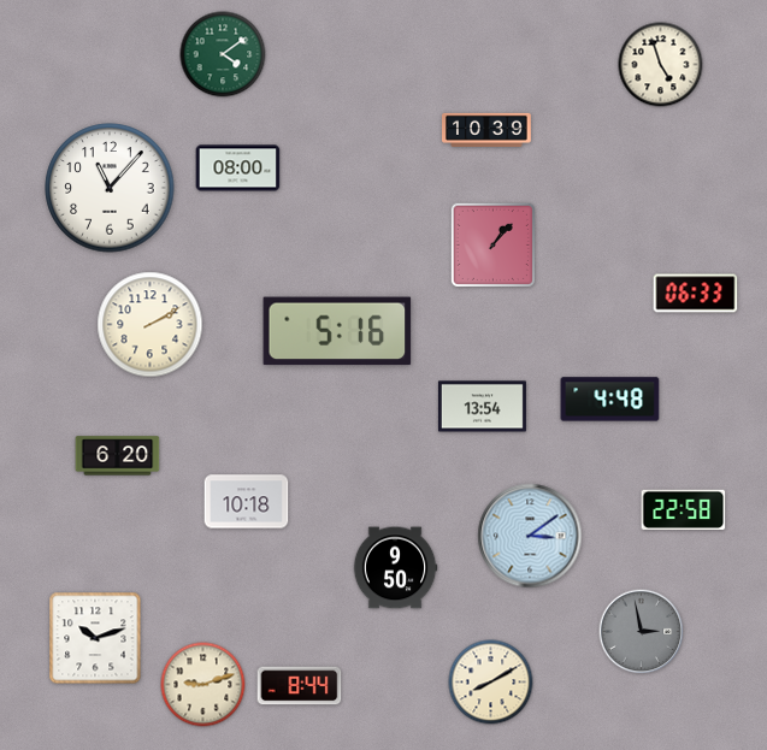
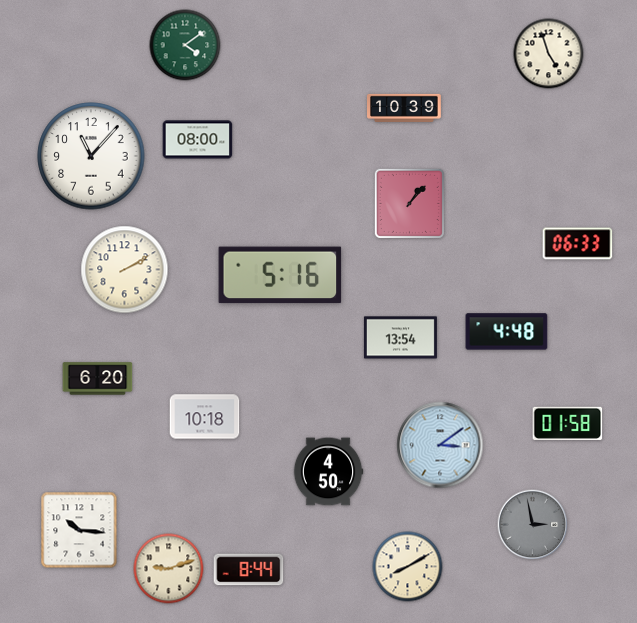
clock at (684, 509): 22:58 -> 01:58
clock at (395, 568): 9:50 -> 4:50
clock at (95, 638): 10:12 -> 10:16
